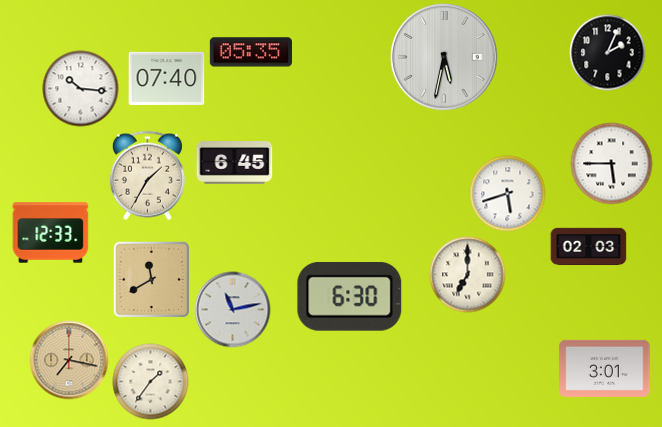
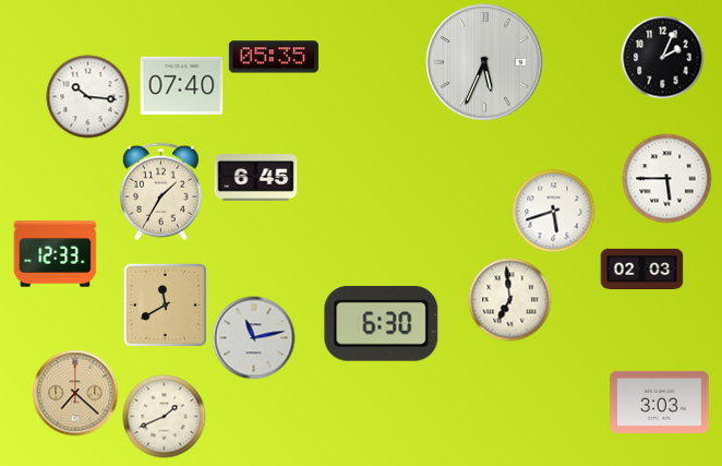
clock at (444, 57): 5:32 -> 5:34
clock at (468, 275): 7:00 -> 6:59
clock at (69, 360): 7:17 -> 7:22
clock at (605, 368): 3:01 -> 3:03
clock at (151, 382): 1:36 -> 1:41
